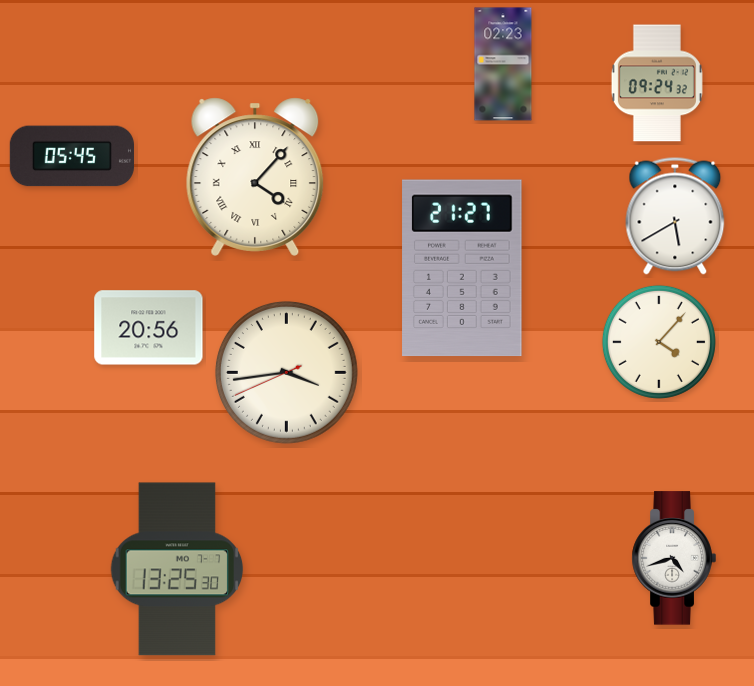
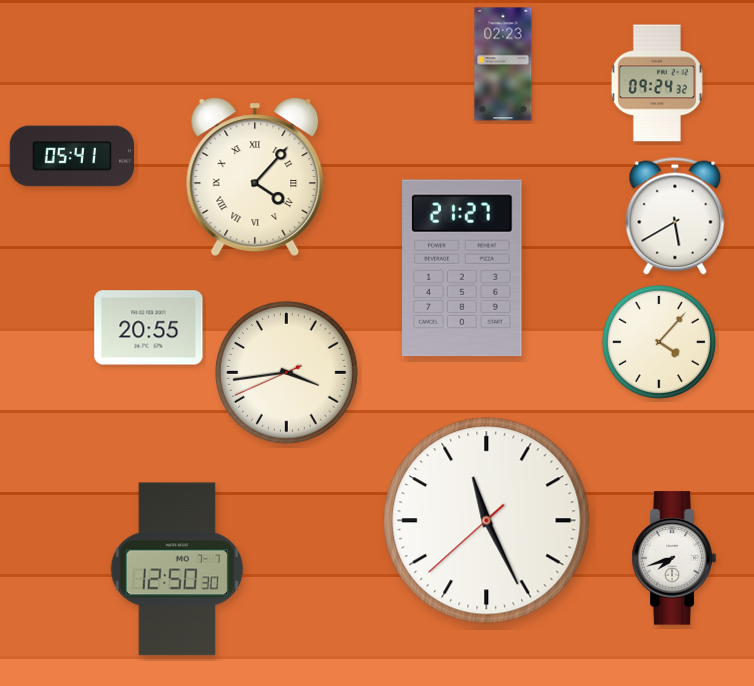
clock at (72, 156): 05:45 -> 05:41
clock at (149, 328): 20:56 -> 20:55
clock at (487, 521): none -> 11:25
clock at (674, 558): 4:42 -> 7:42
clock at (177, 569): 13:25 -> 12:50
